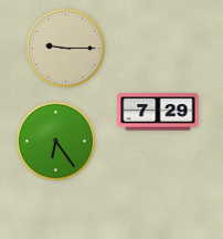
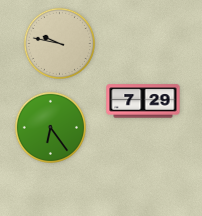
clock at (65, 48): 9:15 -> 9:47
